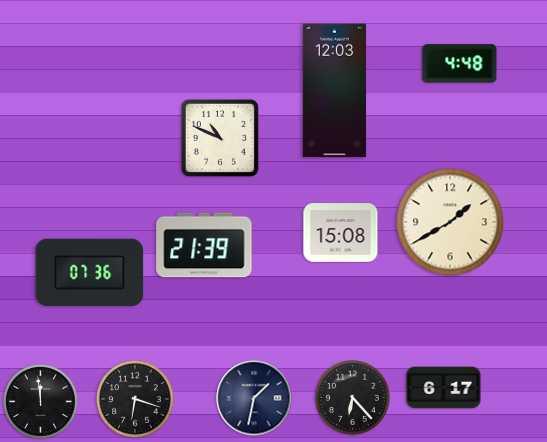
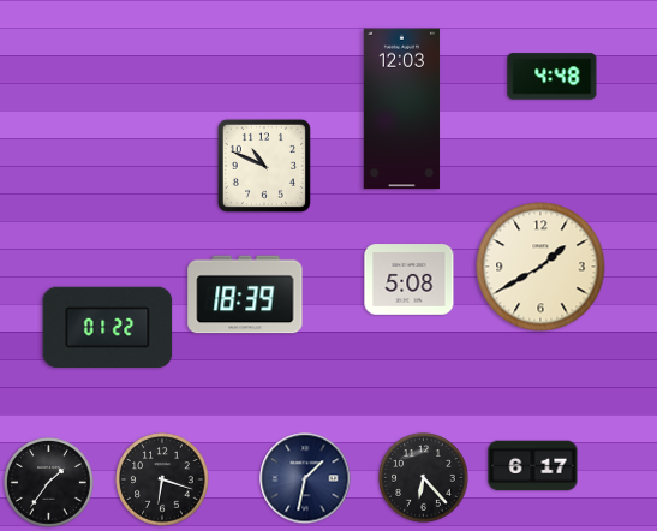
clock at (341, 233): 15:08 -> 5:08
clock at (204, 245): 21:39 -> 18:39
clock at (90, 272): 07:36 -> 01:22
clock at (41, 402): 11:59 -> 1:36
